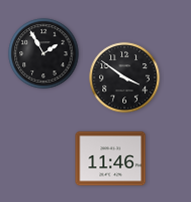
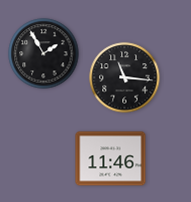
clock at (125, 78): 3:51 -> 11:16
